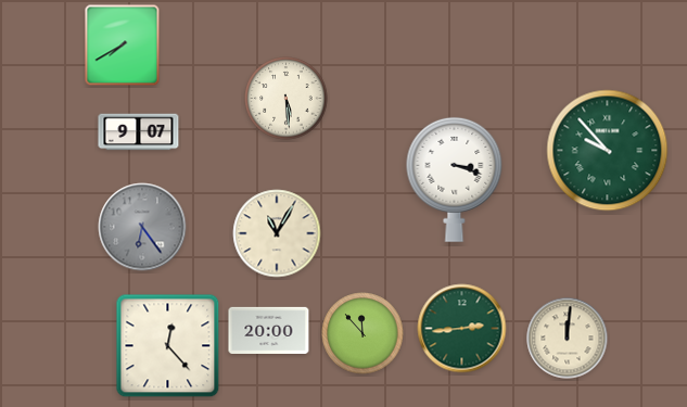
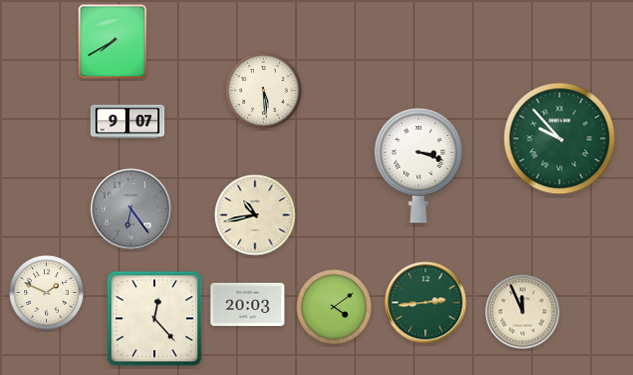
clock at (277, 233): 11:05 -> 10:43
clock at (47, 293): none -> 1:49
clock at (269, 330): 20:00 -> 20:03
clock at (362, 333): 11:53 -> 4:09
clock at (568, 339): 12:01 -> 11:56
